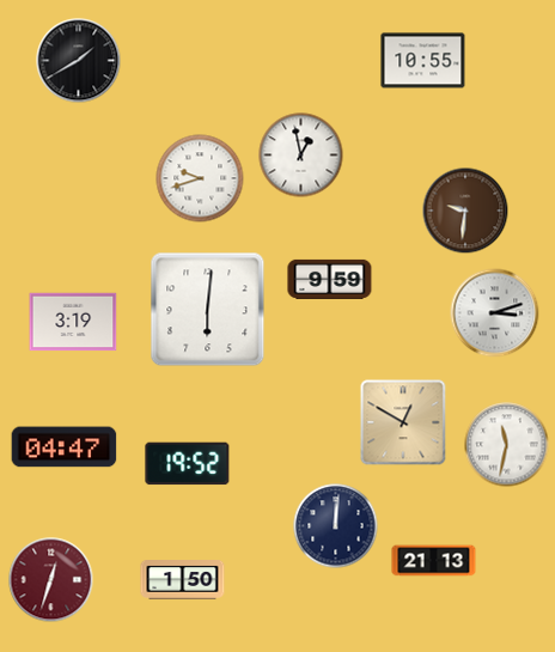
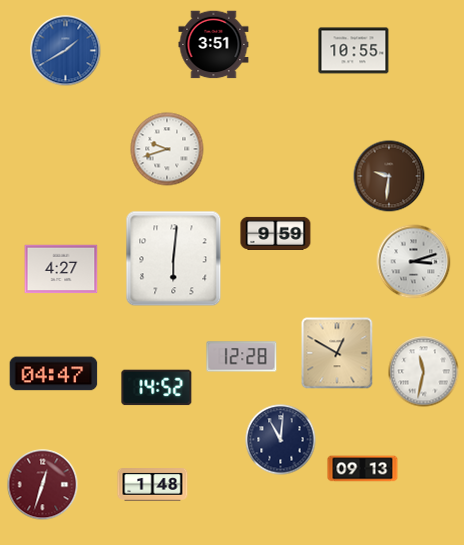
clock at (214, 45): none -> 3:51
clock at (79, 61) dial: black -> blue
clock at (301, 156): 12:58 -> none
clock at (73, 322): 3:19 -> 4:27
clock at (242, 357): none -> 12:28
clock at (188, 464): 19:52 -> 14:52
clock at (336, 526): 12:01 -> 11:01
clock at (434, 561): 21:13 -> 09:13
clock at (183, 580): 1:50 -> 1:48
